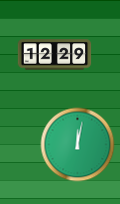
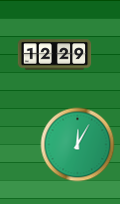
clock at (78, 145): 12:02 -> 12:05
